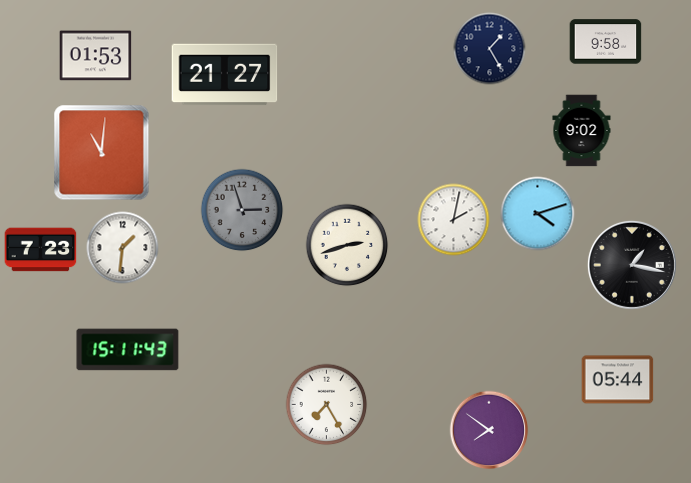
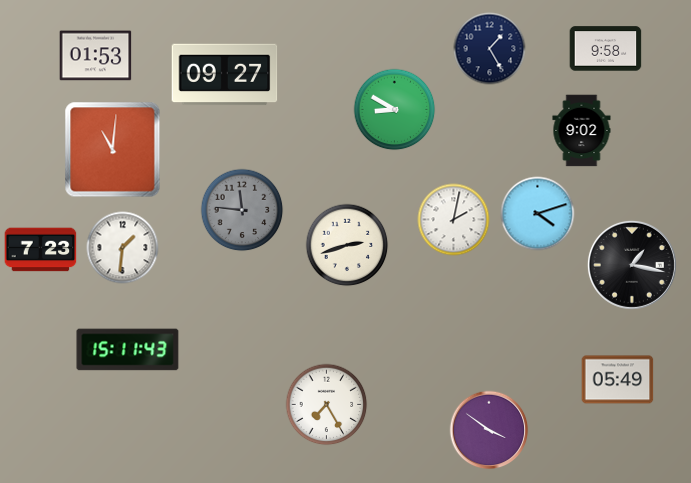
clock at (606, 42) position: (606, 42) -> (606, 49)
clock at (225, 75): 21:27 -> 09:27
clock at (395, 110): none -> 8:50
clock at (102, 153) position: (102, 153) -> (113, 150)
clock at (242, 210): 2:57 -> 11:46
clock at (618, 380): 05:44 -> 05:49
clock at (489, 430): 7:51 -> 3:51
